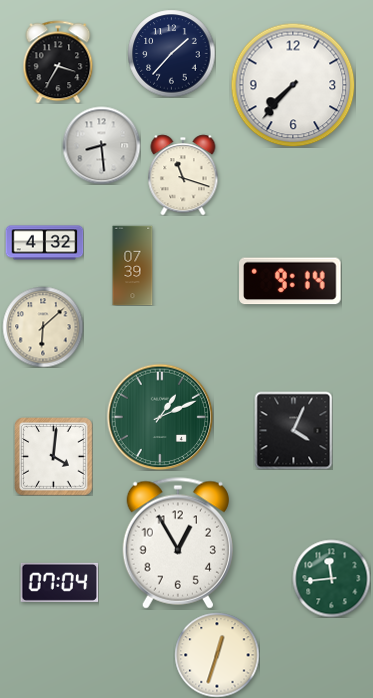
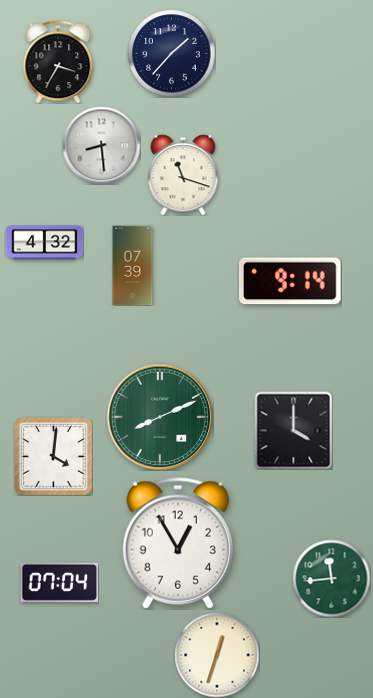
clock at (293, 85): 7:37 -> none
clock at (43, 327): 6:08 -> none
clock at (160, 417): 1:11 -> 8:11
clock at (293, 430): 4:04 -> 4:00
